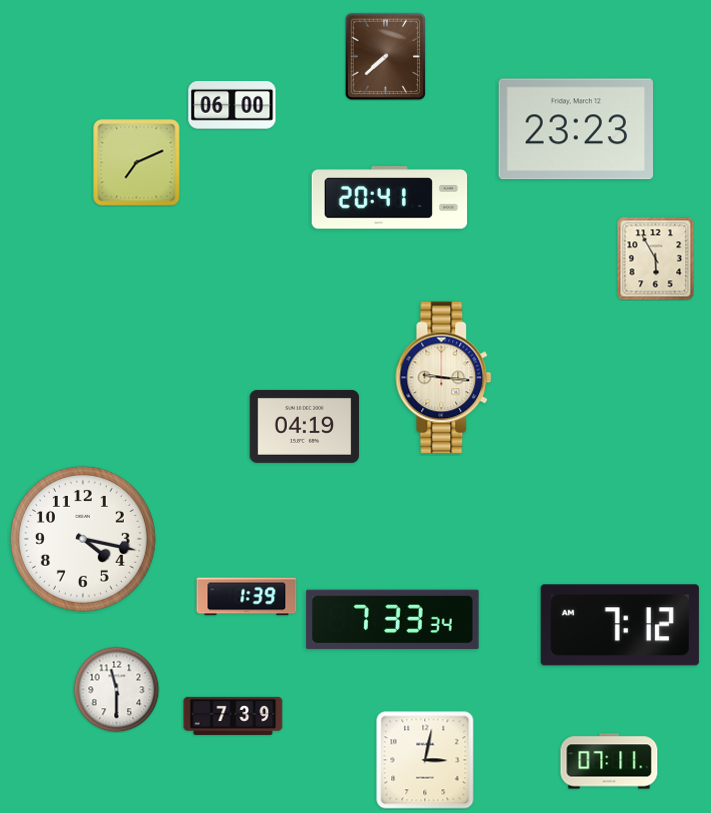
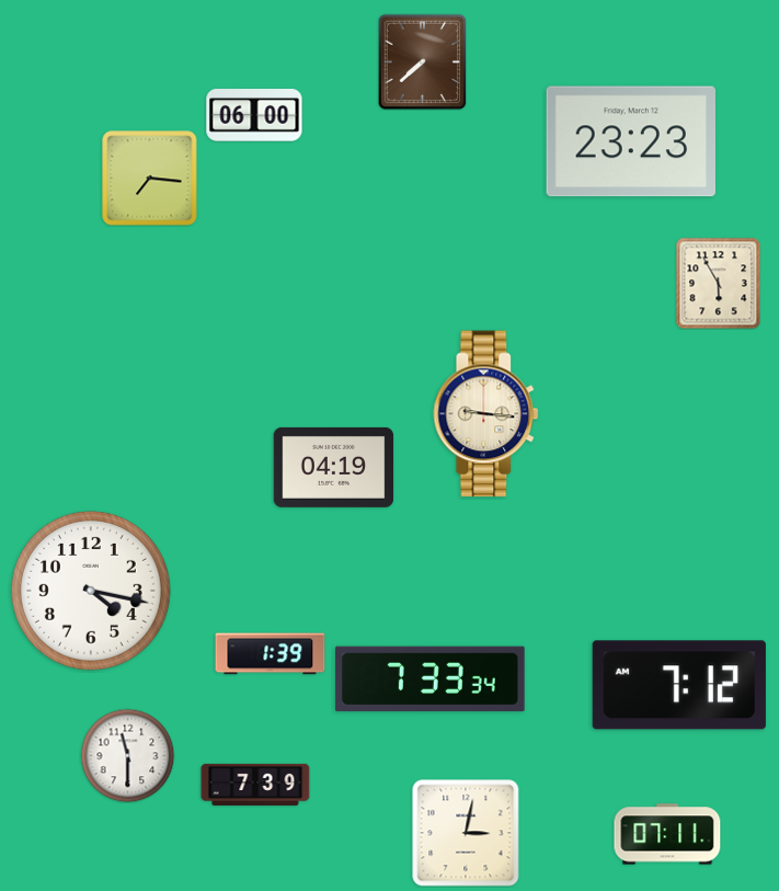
clock at (137, 163): 7:11 -> 7:16
clock at (390, 198): 20:41 -> none
